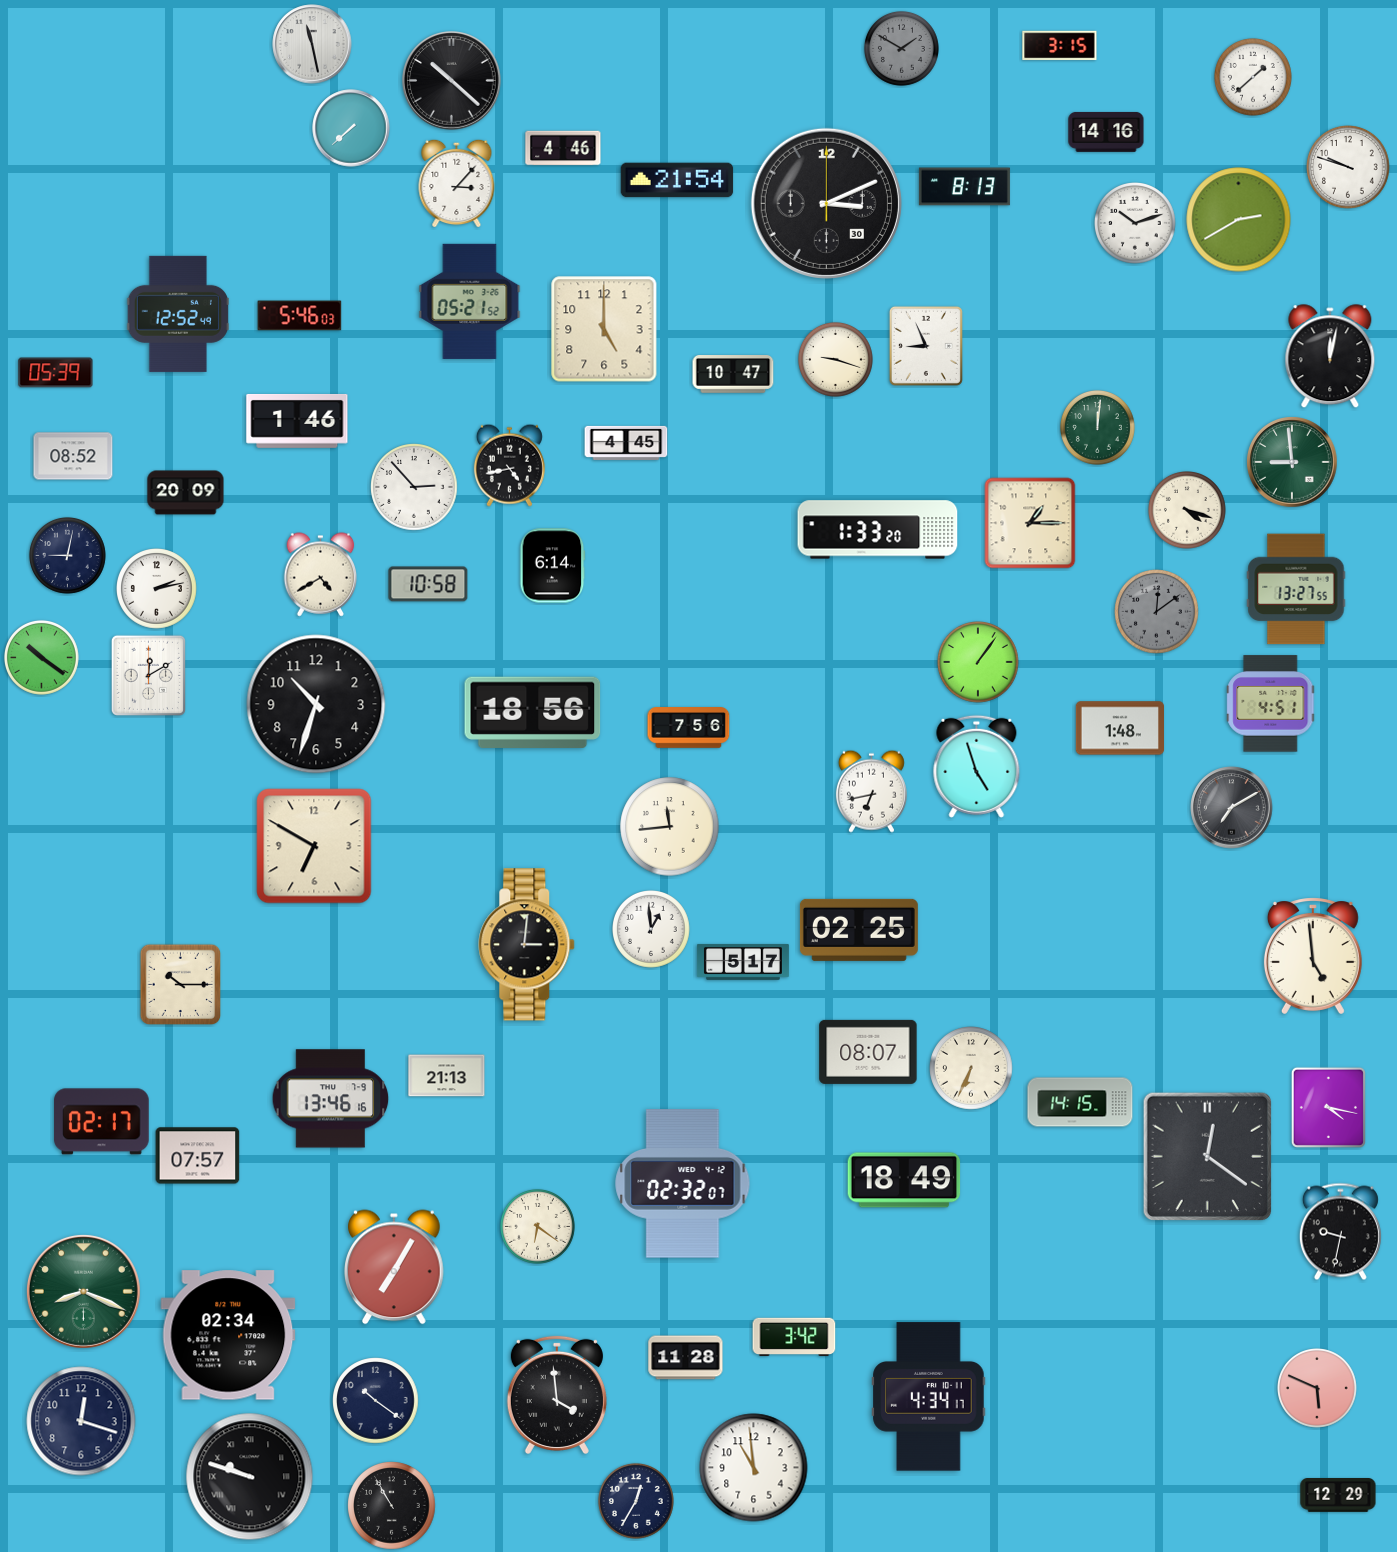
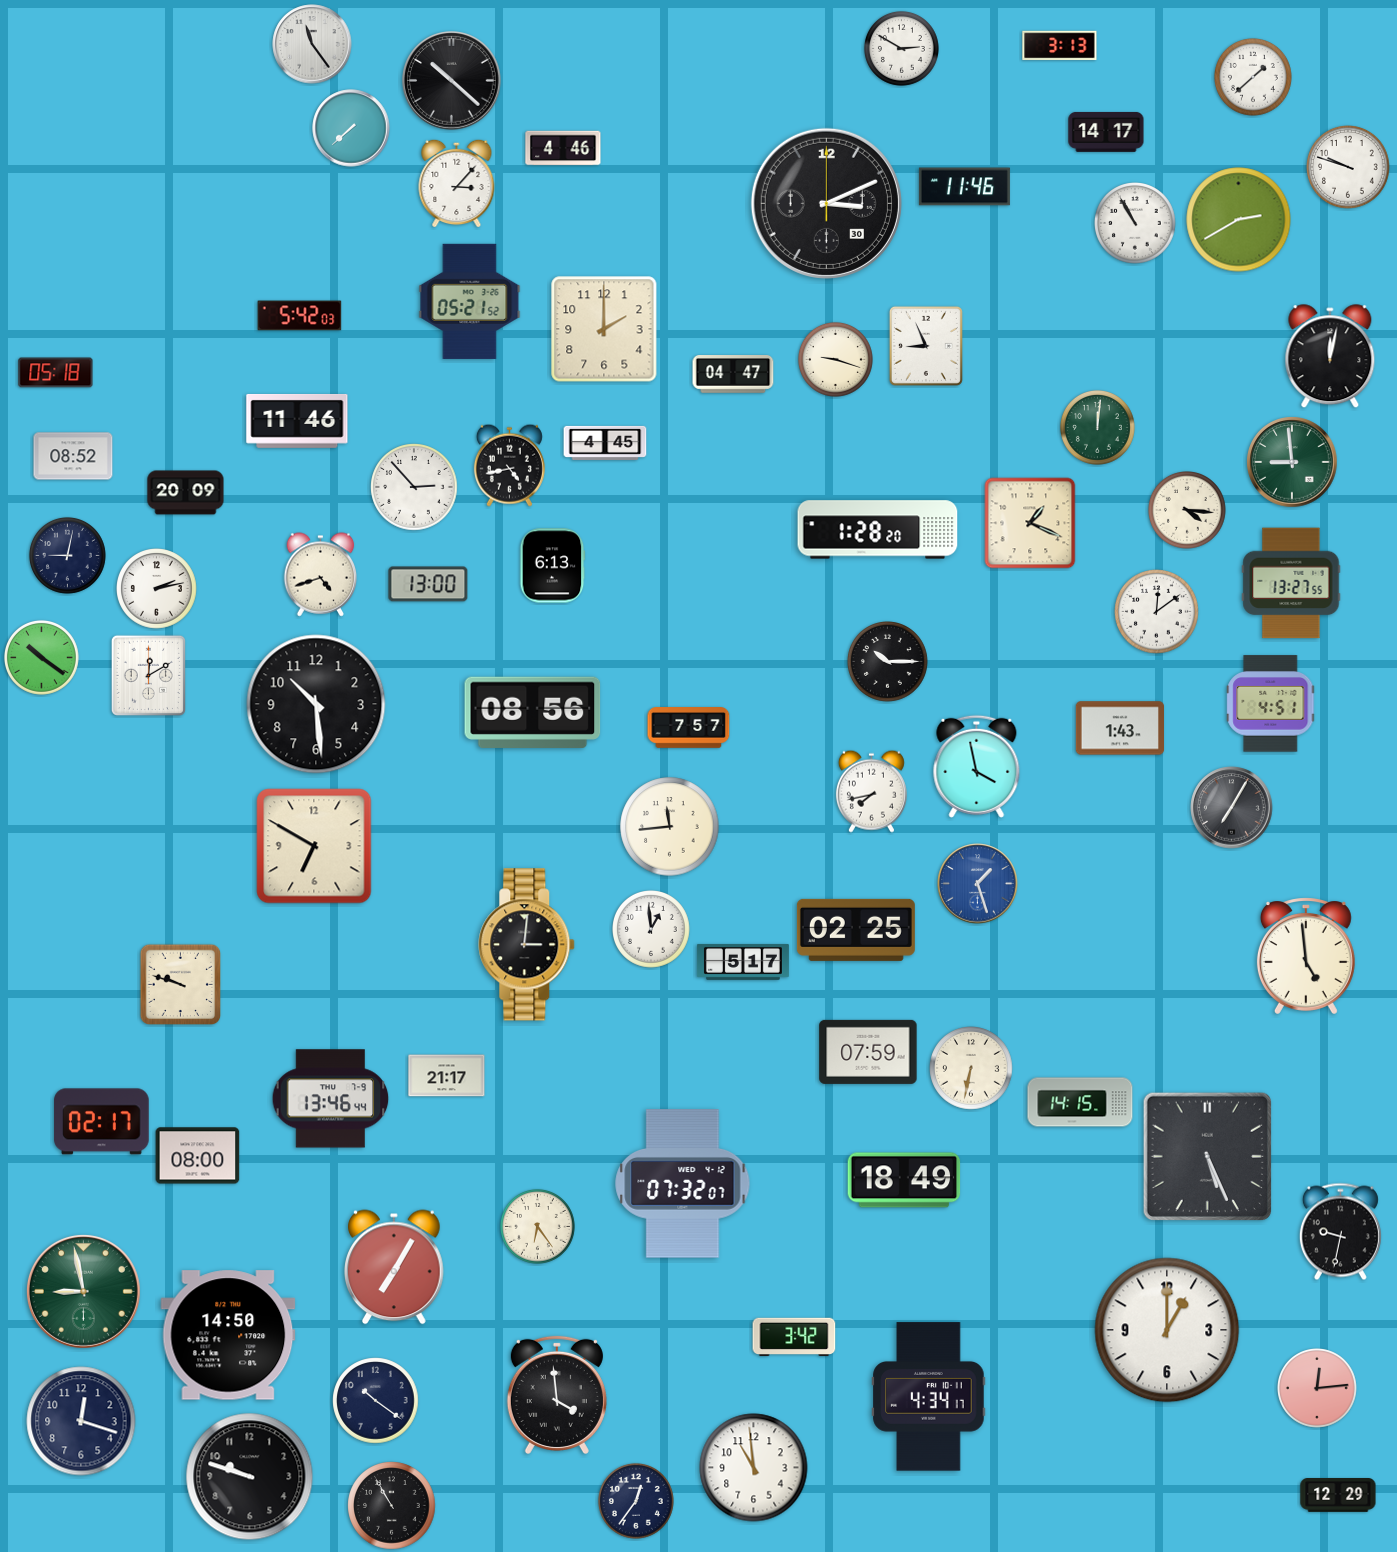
clock at (312, 44): 11:28 -> 11:24
clock at (1060, 46): 3:15 -> 3:13
clock at (901, 48): 1:50 -> 2:50
clock at (901, 48) dial: grey -> white
clock at (1106, 132): 14:16 -> 14:17
clock at (677, 180): 21:54 -> none
clock at (964, 187): 8:13 -> 11:46
clock at (1136, 224): 10:12 -> 10:55
clock at (178, 314): 12:52 -> none
clock at (300, 316): 5:46 -> 5:42
clock at (604, 329): 5:00 -> 2:00
clock at (56, 373): 05:39 -> 05:18
clock at (733, 374): 10:47 -> 04:47
clock at (297, 421): 1:46 -> 11:46
clock at (626, 443) position: (626, 443) -> (605, 443)
clock at (1188, 511): 4:18 -> 4:16
clock at (1030, 523): 1:15 -> 1:19
clock at (878, 530): 1:33 -> 1:28
clock at (552, 566): 6:14 -> 6:13
clock at (321, 575): 4:40 -> 4:42
clock at (428, 584): 10:58 -> 13:00
clock at (1296, 589) position: (1296, 589) -> (1291, 583)
clock at (1157, 612) dial: grey -> white
clock at (888, 662): none -> 10:15
clock at (979, 663): 1:06 -> none
clock at (316, 704): 10:33 -> 10:29
clock at (533, 712): 18:56 -> 08:56
clock at (689, 728): 7:56 -> 7:57
clock at (1119, 728): 1:48 -> 1:43
clock at (977, 766): 4:57 -> 3:58
clock at (871, 791): 6:43 -> 7:43
clock at (1232, 808): 7:10 -> 7:05
clock at (978, 884): none -> 1:27
clock at (859, 930) position: (859, 930) -> (856, 930)
clock at (1313, 956) position: (1313, 956) -> (1306, 956)
clock at (181, 985): 10:15 -> 9:48
clock at (868, 1052): 08:07 -> 07:59
clock at (971, 1068): 6:34 -> 6:32
clock at (447, 1076): 21:13 -> 21:17
clock at (331, 1099): 13:46:16 -> 13:46:44
clock at (1328, 1107): 4:17 -> none
clock at (198, 1156): 07:57 -> 08:00
clock at (1207, 1156): 12:21 -> 5:26
clock at (683, 1184): 02:32 -> 07:32
clock at (537, 1226): 6:21 -> 6:24
clock at (83, 1291): 8:19 -> 8:58
clock at (1167, 1330): none -> 1:00
clock at (228, 1335): 02:34 -> 14:50
clock at (686, 1358): 11:28 -> none
clock at (1318, 1389): 5:49 -> 12:14
clock at (250, 1477) numerals: Roman -> Arabic
clock at (636, 1501): 12:35 -> 12:36
